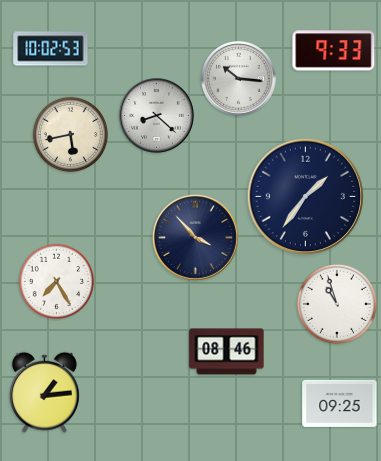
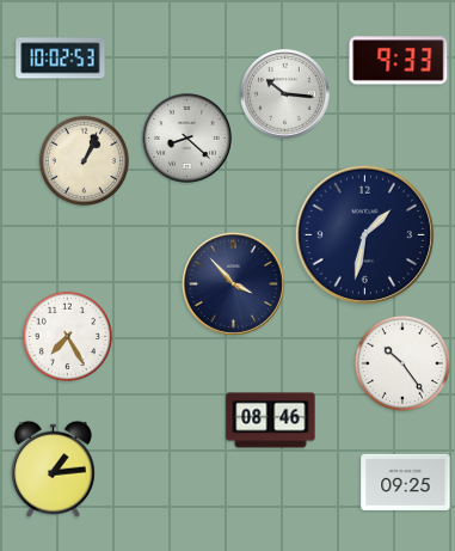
clock at (70, 134): 5:43 -> 1:04
clock at (305, 196): 1:36 -> 1:32
clock at (337, 304): 10:57 -> 10:24
